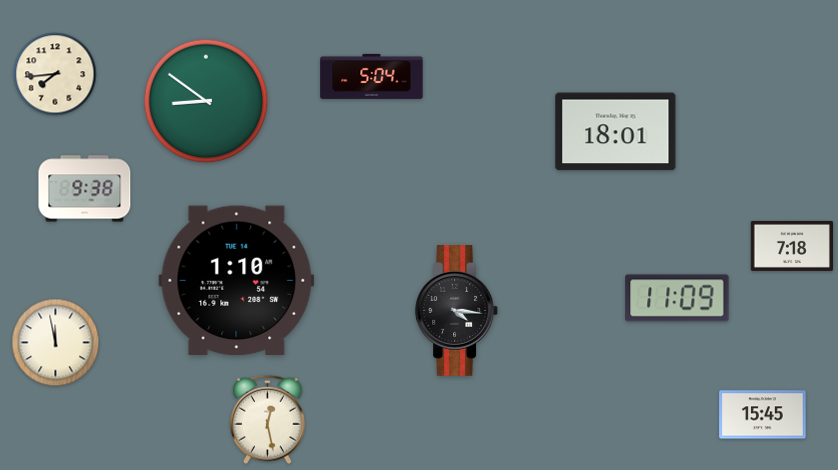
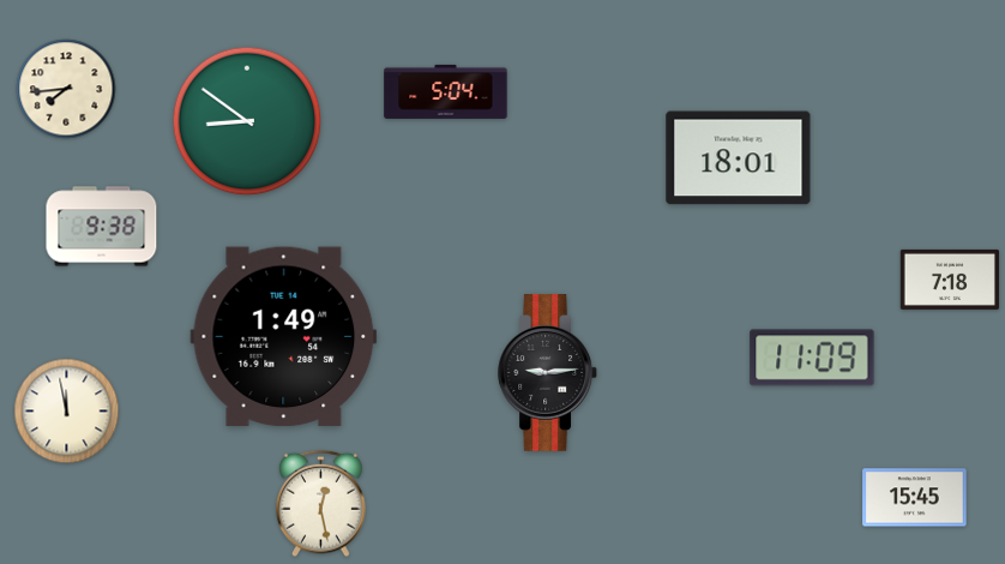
clock at (791, 246) position: (791, 246) -> (949, 280)
clock at (237, 281): 1:10 -> 1:49
clock at (456, 311): 4:16 -> 9:14
